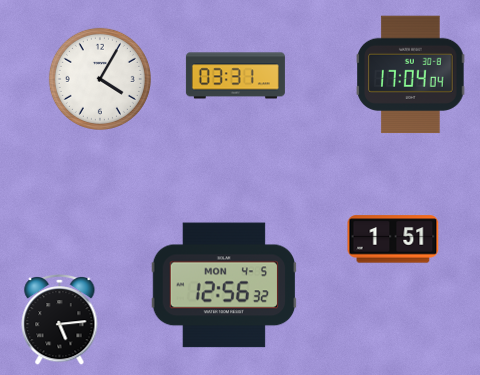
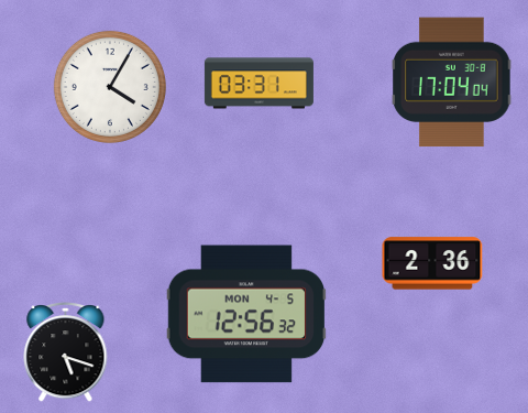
clock at (393, 239): 1:51 -> 2:36
clock at (60, 320): 5:14 -> 5:18
